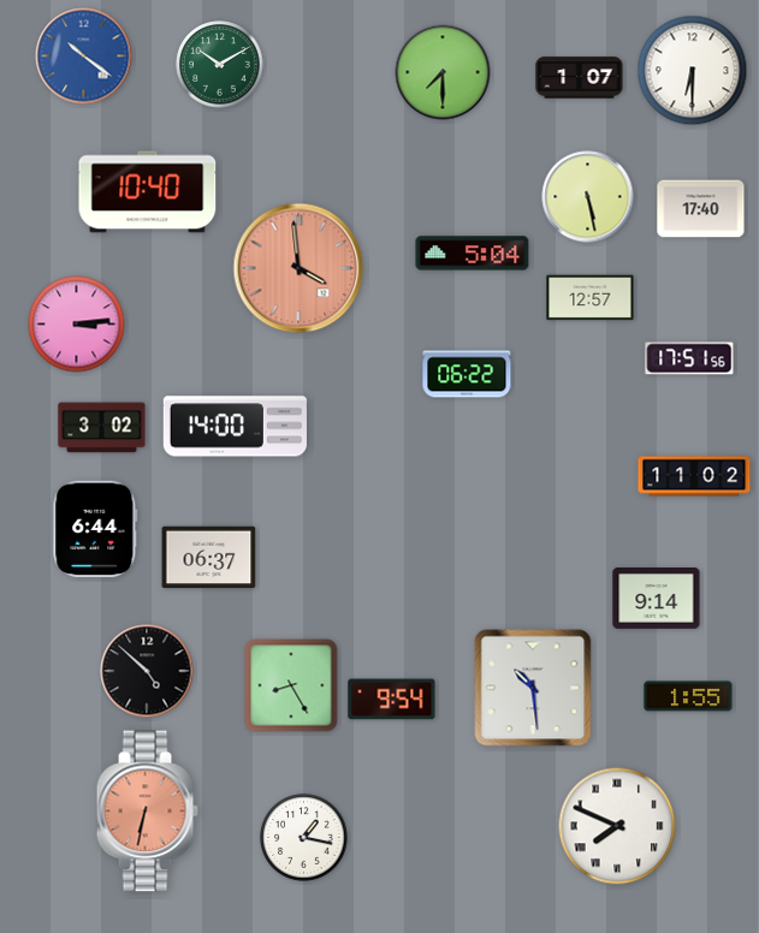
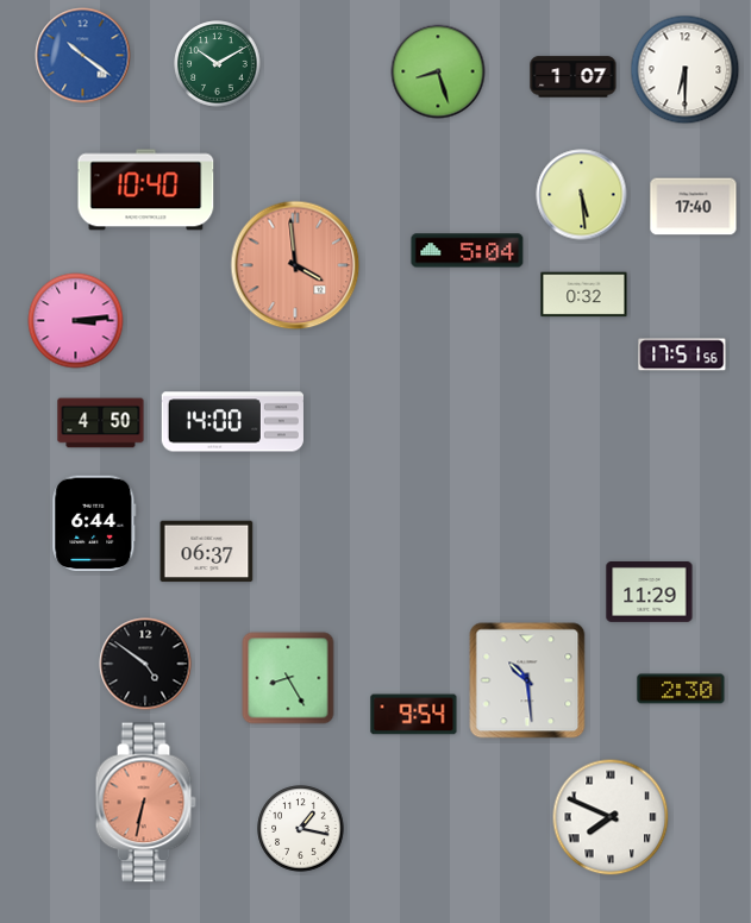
clock at (443, 72): 7:30 -> 8:27
clock at (588, 197): 5:28 -> 5:29
clock at (591, 298): 12:57 -> 0:32
clock at (467, 374): 06:22 -> none
clock at (102, 428): 3:02 -> 4:50
clock at (694, 476): 11:02 -> none
clock at (657, 599): 9:14 -> 11:29
clock at (147, 671): 4:52 -> 4:51
clock at (688, 696): 1:55 -> 2:30
clock at (392, 700) position: (392, 700) -> (414, 715)
